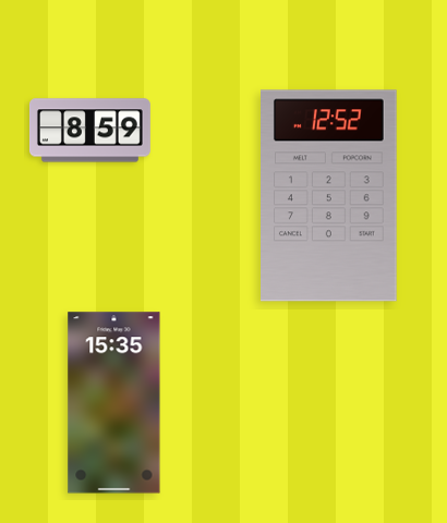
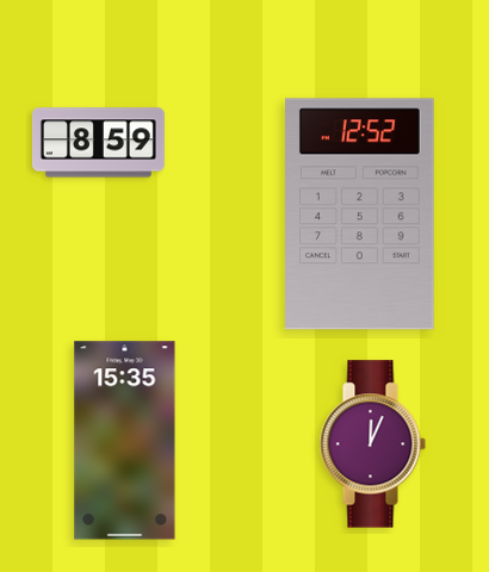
clock at (372, 444): none -> 12:04
